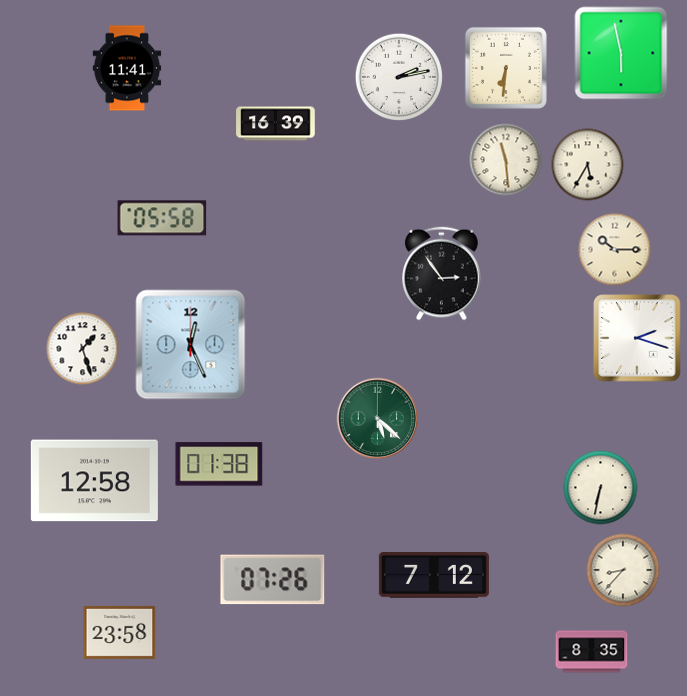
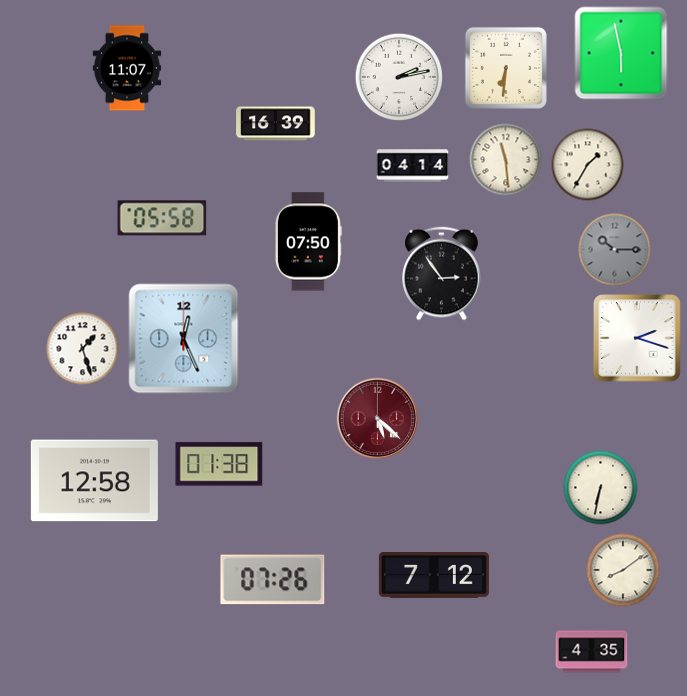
clock at (127, 68): 11:41 -> 11:07
clock at (588, 165): 5:35 -> 1:35
clock at (413, 166): none -> 04:14
clock at (308, 242): none -> 07:50
clock at (615, 250) dial: cream -> grey
clock at (191, 345) position: (191, 345) -> (184, 339)
clock at (378, 419) dial: green -> burgundy
clock at (623, 570): 8:37 -> 8:09
clock at (120, 632): 23:58 -> none
clock at (592, 652): 8:35 -> 4:35
